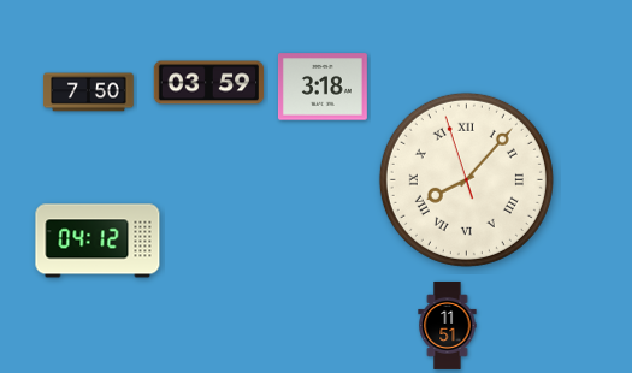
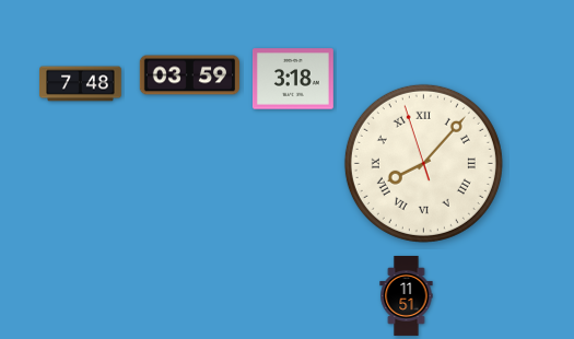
clock at (89, 93): 7:50 -> 7:48
clock at (98, 241): 04:12 -> none
